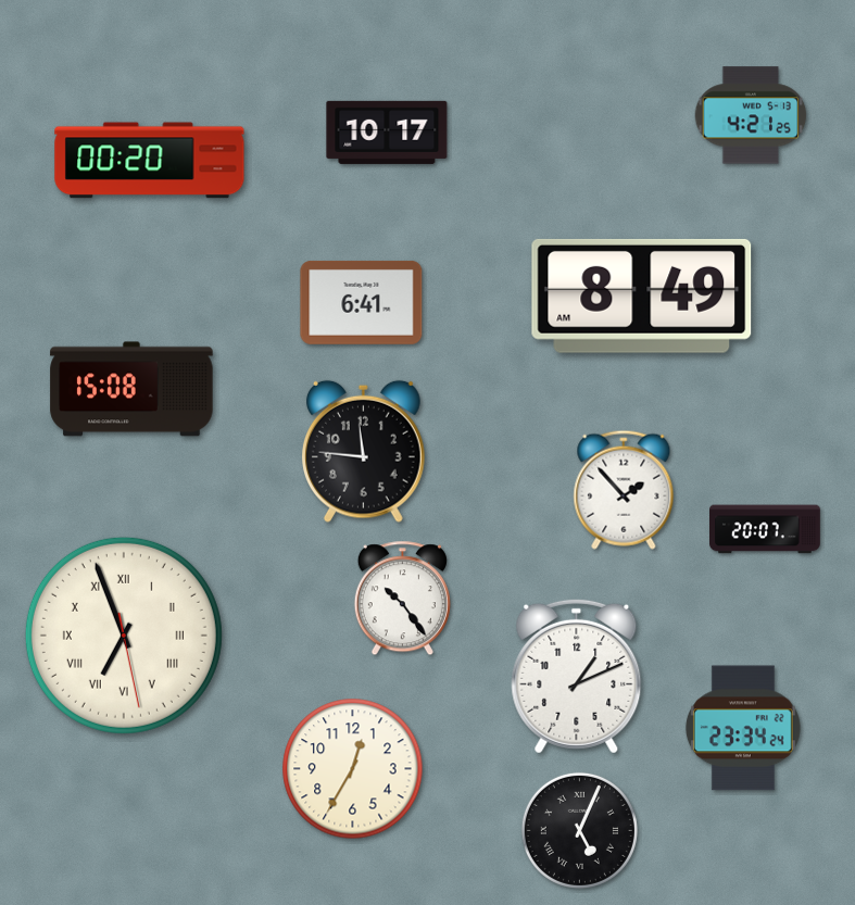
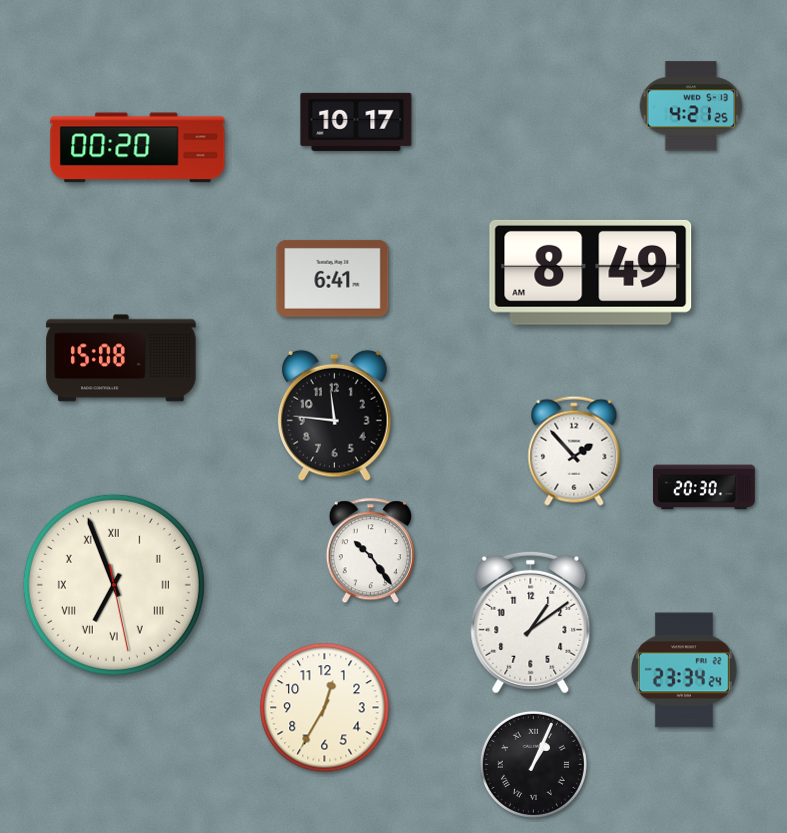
clock at (766, 529): 20:07 -> 20:30
clock at (577, 676): 1:11 -> 1:09
clock at (579, 830): 5:04 -> 1:04
